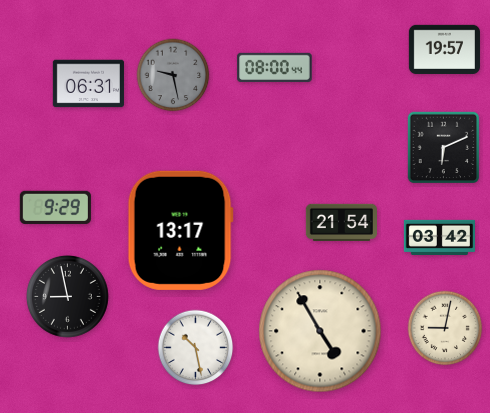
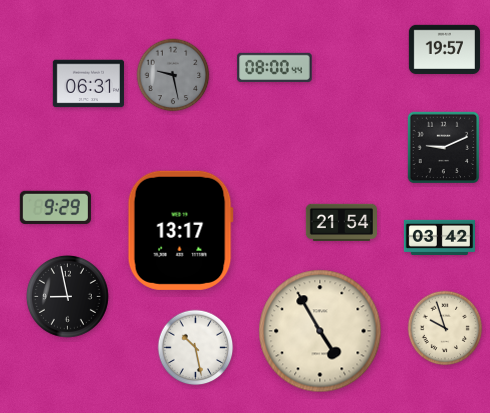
clock at (444, 148): 6:11 -> 9:11
clock at (445, 328): 9:02 -> 9:57
